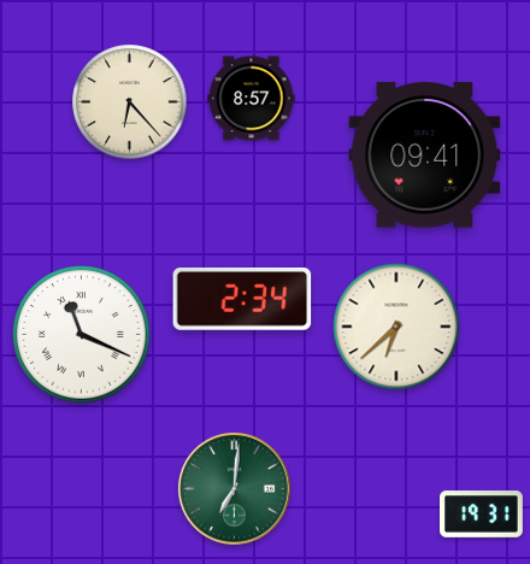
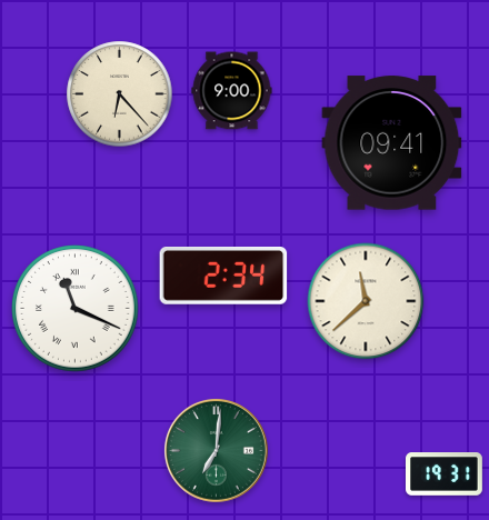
clock at (252, 99): 8:57 -> 9:00
clock at (396, 327): 6:38 -> 11:38
